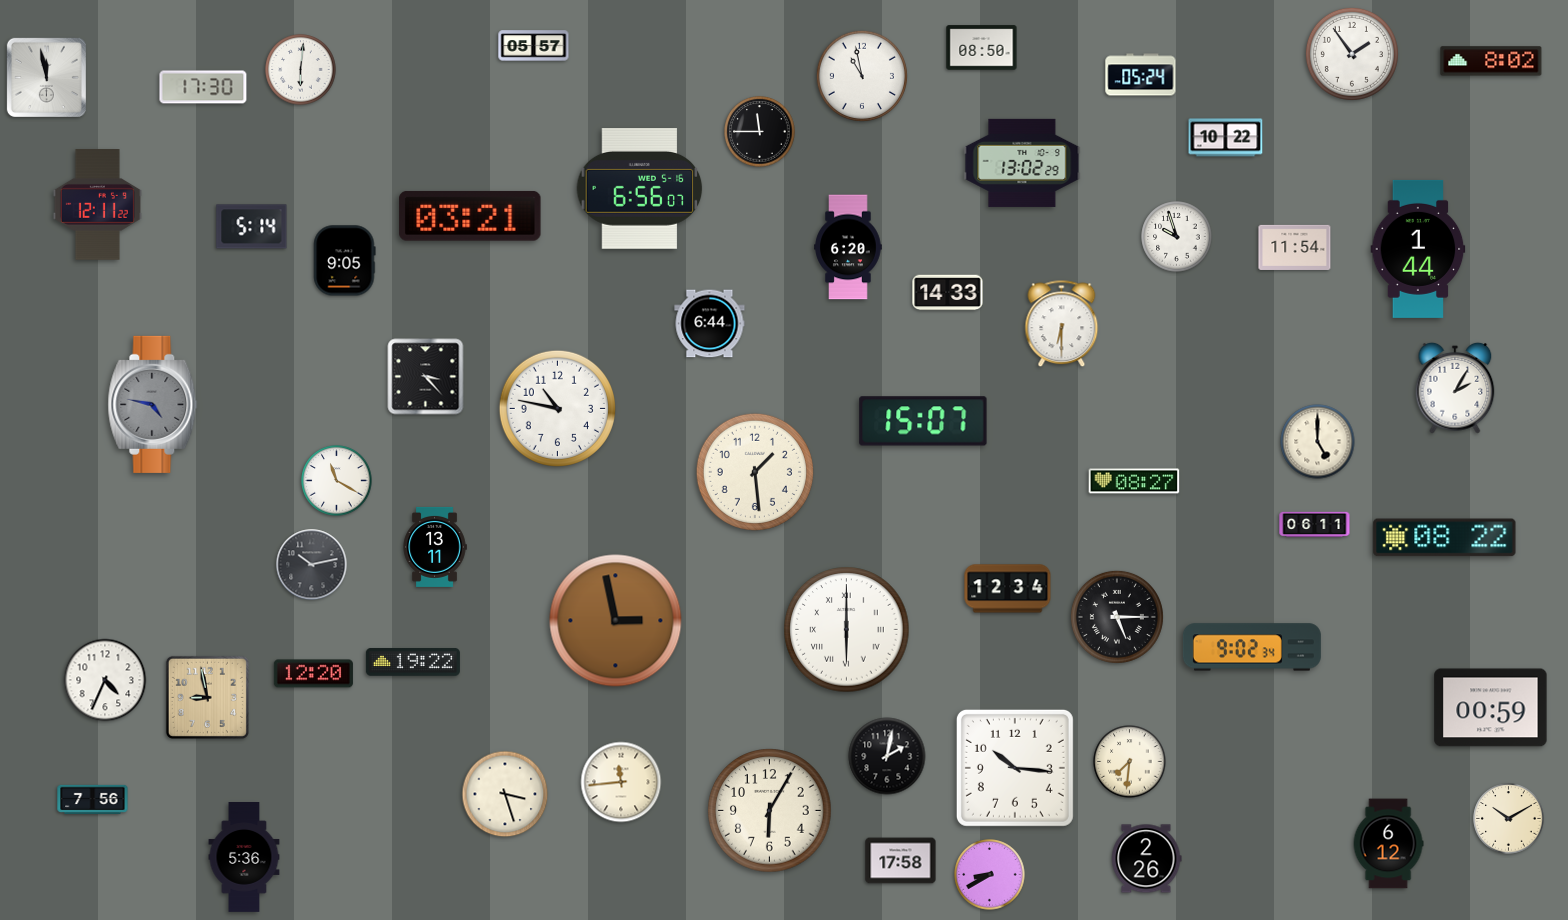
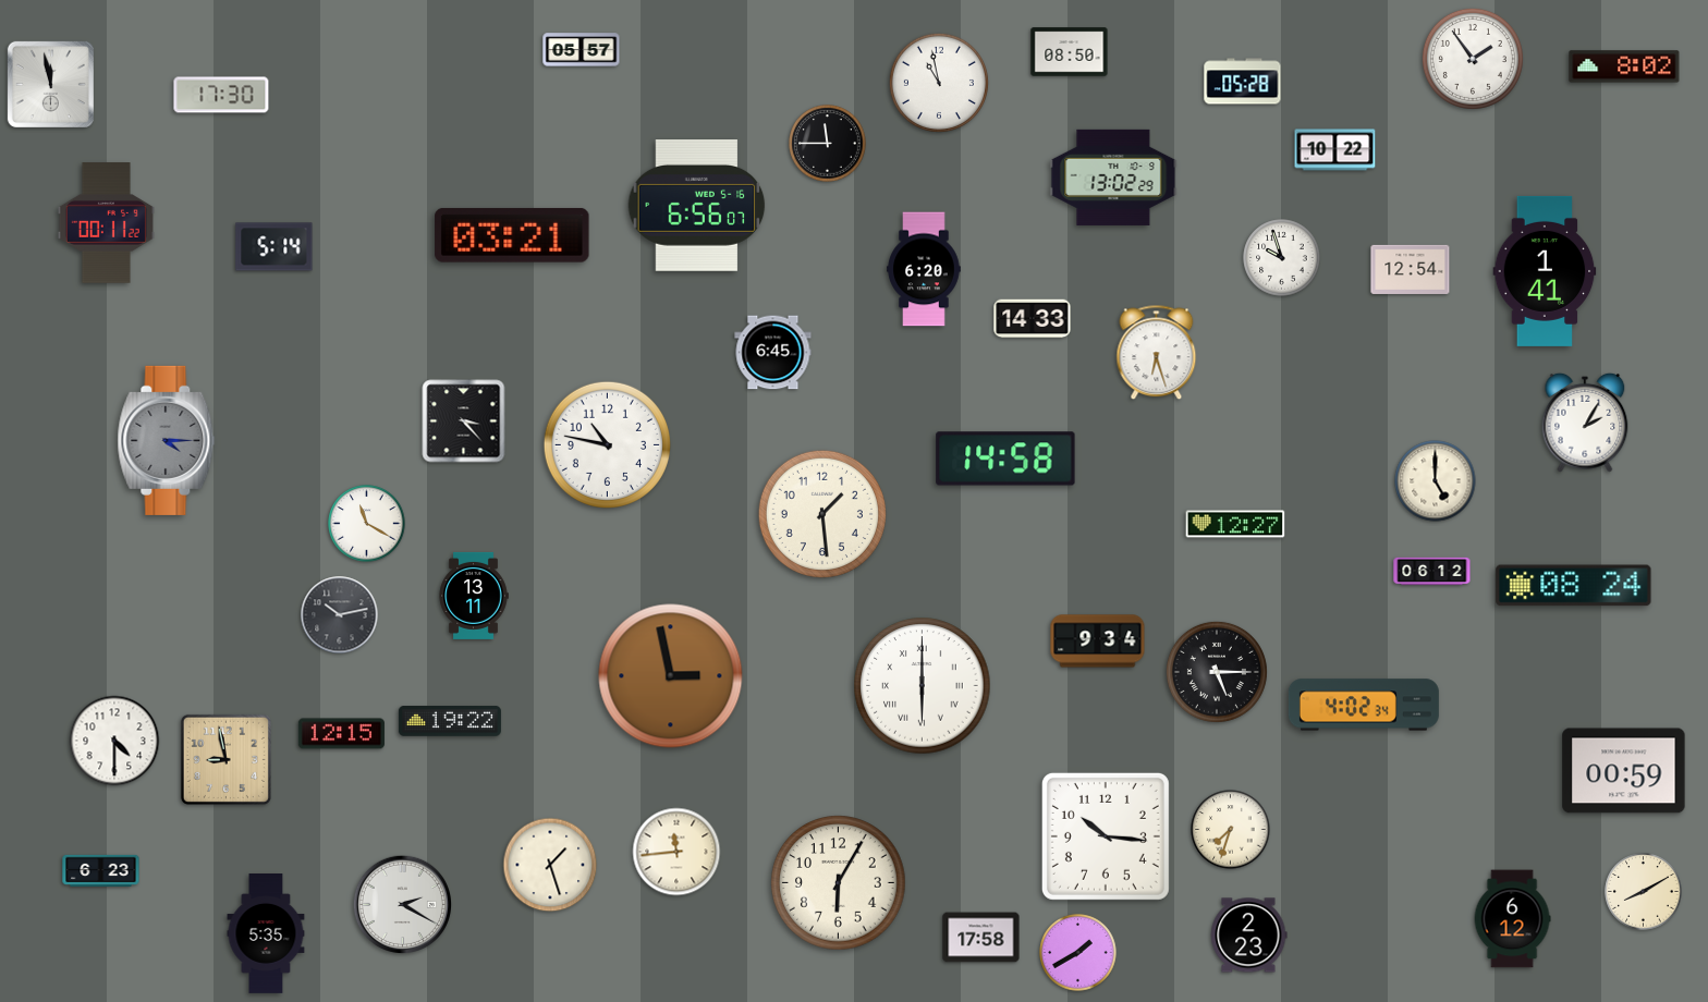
clock at (301, 70): 6:01 -> none
clock at (1141, 75): 05:24 -> 05:28
clock at (97, 205): 12:11 -> 00:11
clock at (1295, 247): 11:54 -> 12:54
clock at (1418, 249): 1:44 -> 1:41
clock at (345, 261): 9:05 -> none
clock at (710, 324): 6:44 -> 6:45
clock at (1062, 324): 6:30 -> 6:27
clock at (426, 377) position: (426, 377) -> (464, 421)
clock at (153, 404): 4:47 -> 4:15
clock at (923, 421): 15:07 -> 14:58
clock at (1134, 481): 08:27 -> 12:27
clock at (1315, 525): 06:11 -> 06:12
clock at (1445, 538): 08:22 -> 08:24
clock at (1008, 589): 12:34 -> 9:34
clock at (1252, 647): 9:02 -> 4:02
clock at (313, 674): 12:20 -> 12:15
clock at (105, 680): 4:34 -> 4:30
clock at (887, 756): 2:02 -> none
clock at (1130, 762): 7:31 -> 7:33
clock at (505, 794): 3:27 -> 1:27
clock at (93, 799): 7:56 -> 6:23
clock at (1509, 819): 10:10 -> 8:10
clock at (402, 904): none -> 2:20
clock at (244, 858): 5:36 -> 5:35
clock at (1146, 859): 2:26 -> 2:23
clock at (990, 875): 8:40 -> 1:40
